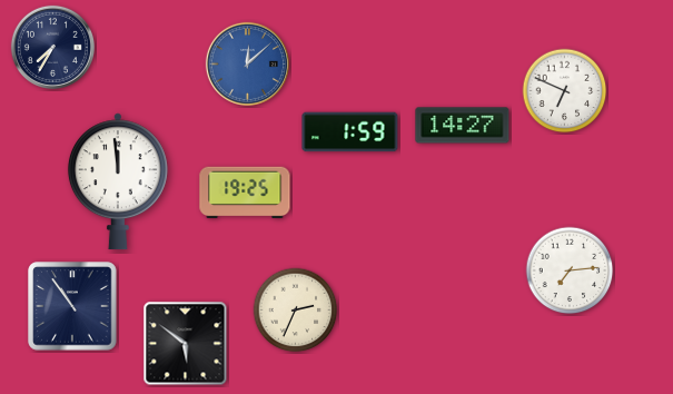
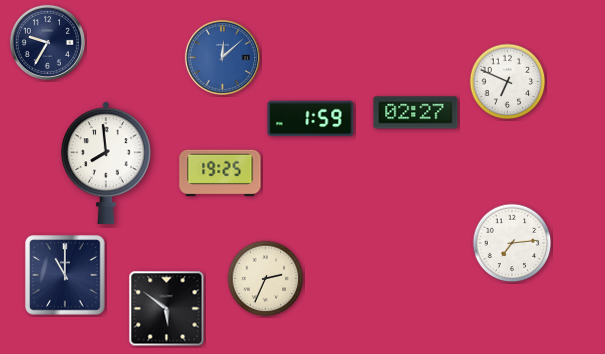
clock at (52, 47): 7:35 -> 9:35
clock at (463, 126): 14:27 -> 02:27
clock at (350, 132) position: (350, 132) -> (311, 119)
clock at (118, 181): 11:59 -> 7:59
clock at (72, 306): 10:54 -> 11:00
